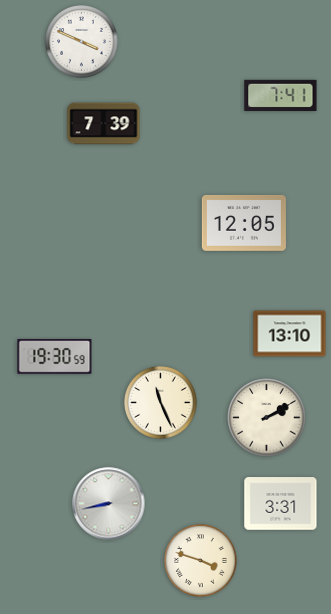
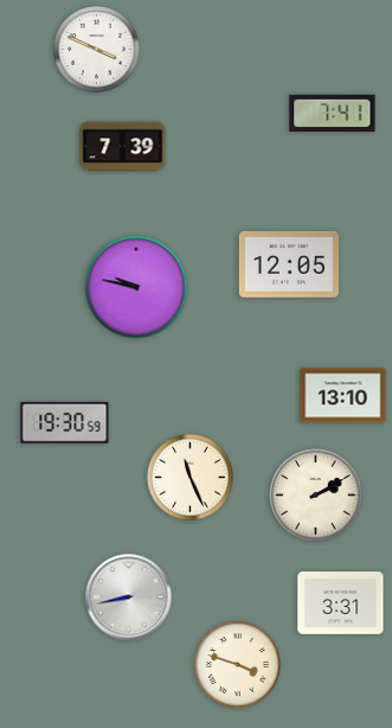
clock at (136, 287): none -> 9:47
clock at (281, 504) position: (281, 504) -> (341, 604)
